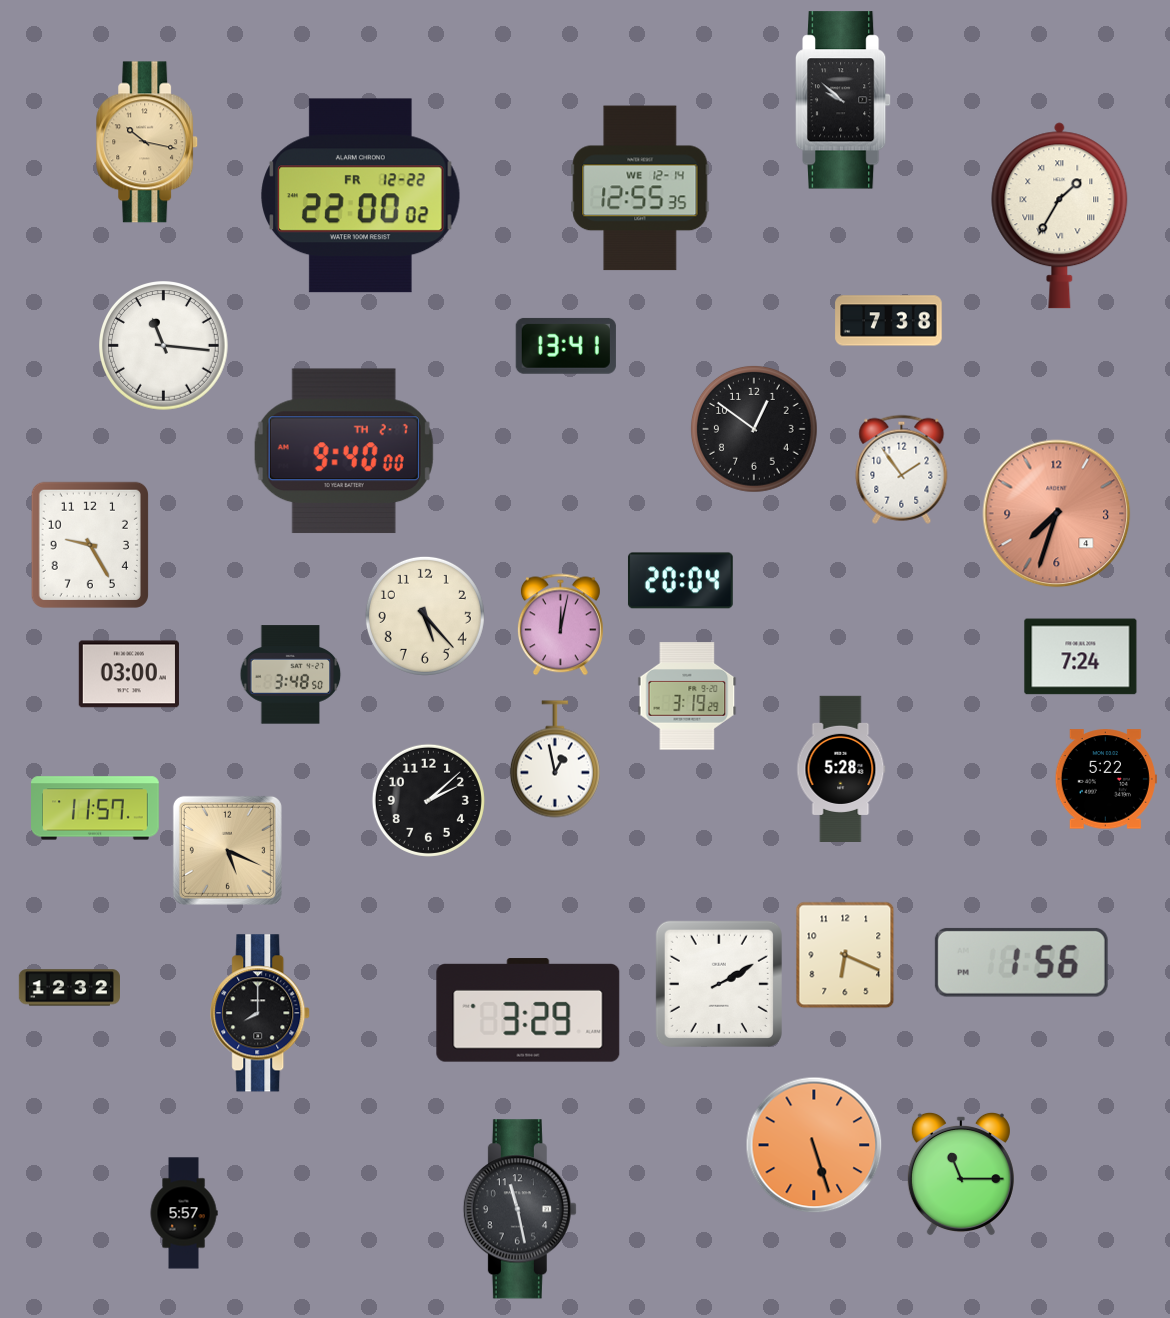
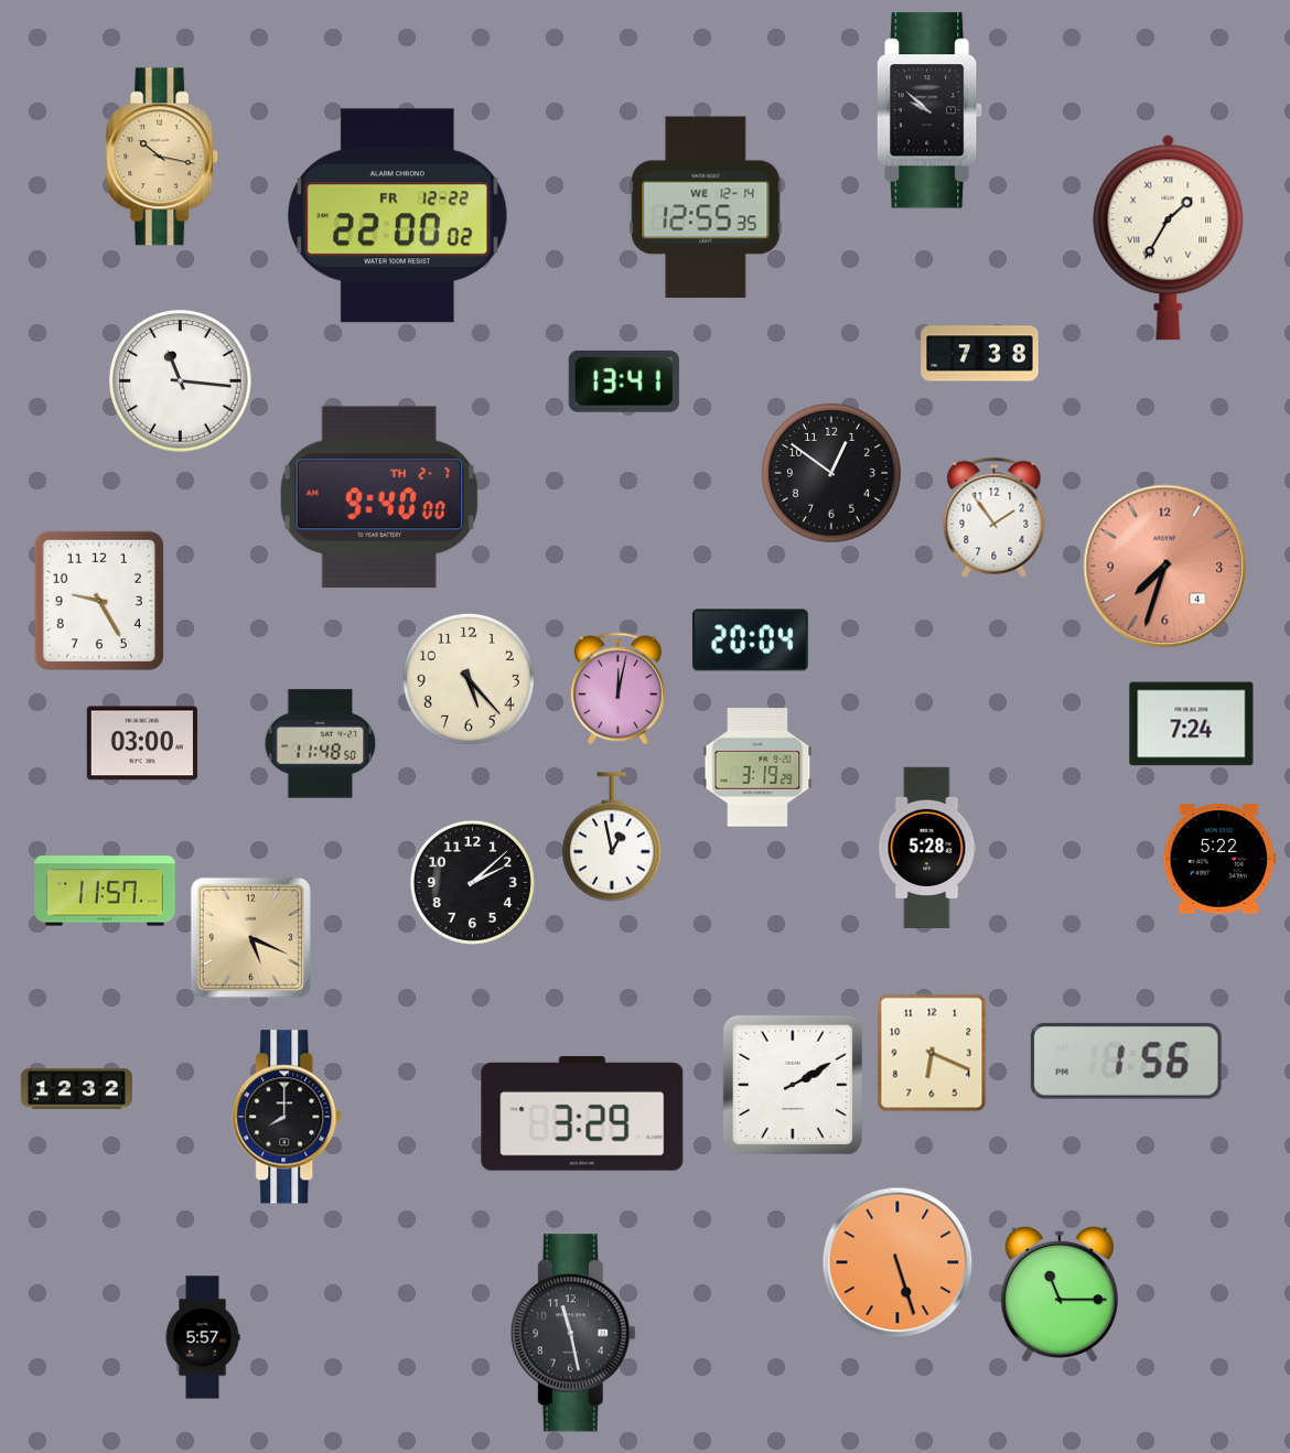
clock at (291, 675): 3:48 -> 11:48
